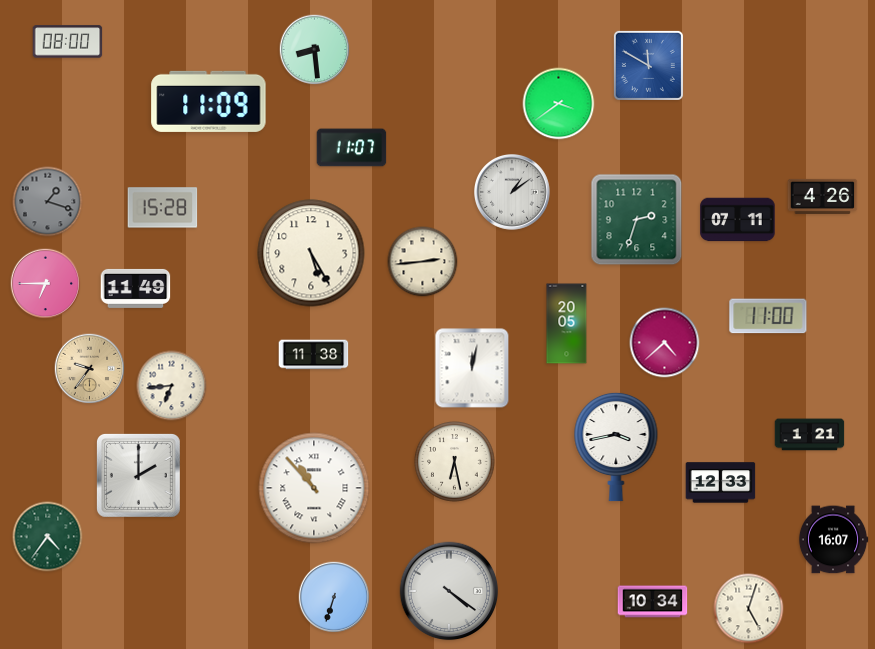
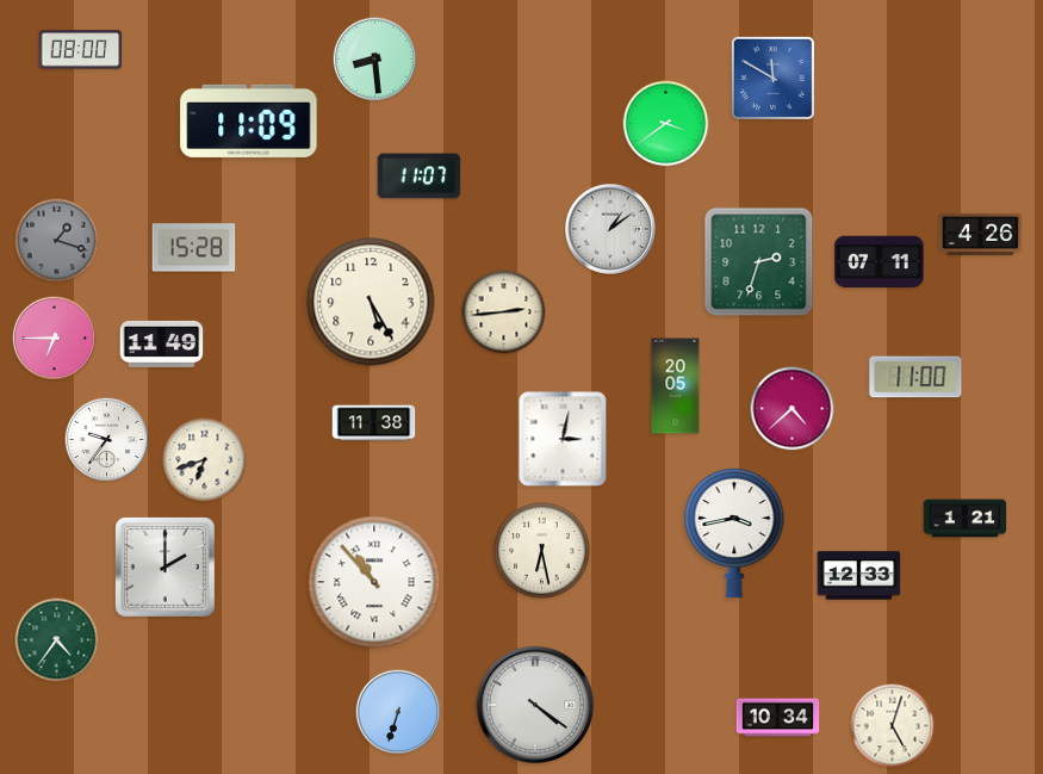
clock at (472, 368): 12:02 -> 3:02
clock at (90, 369) dial: champagne -> white
clock at (172, 386): 6:44 -> 6:42
clock at (833, 540): 16:07 -> none
